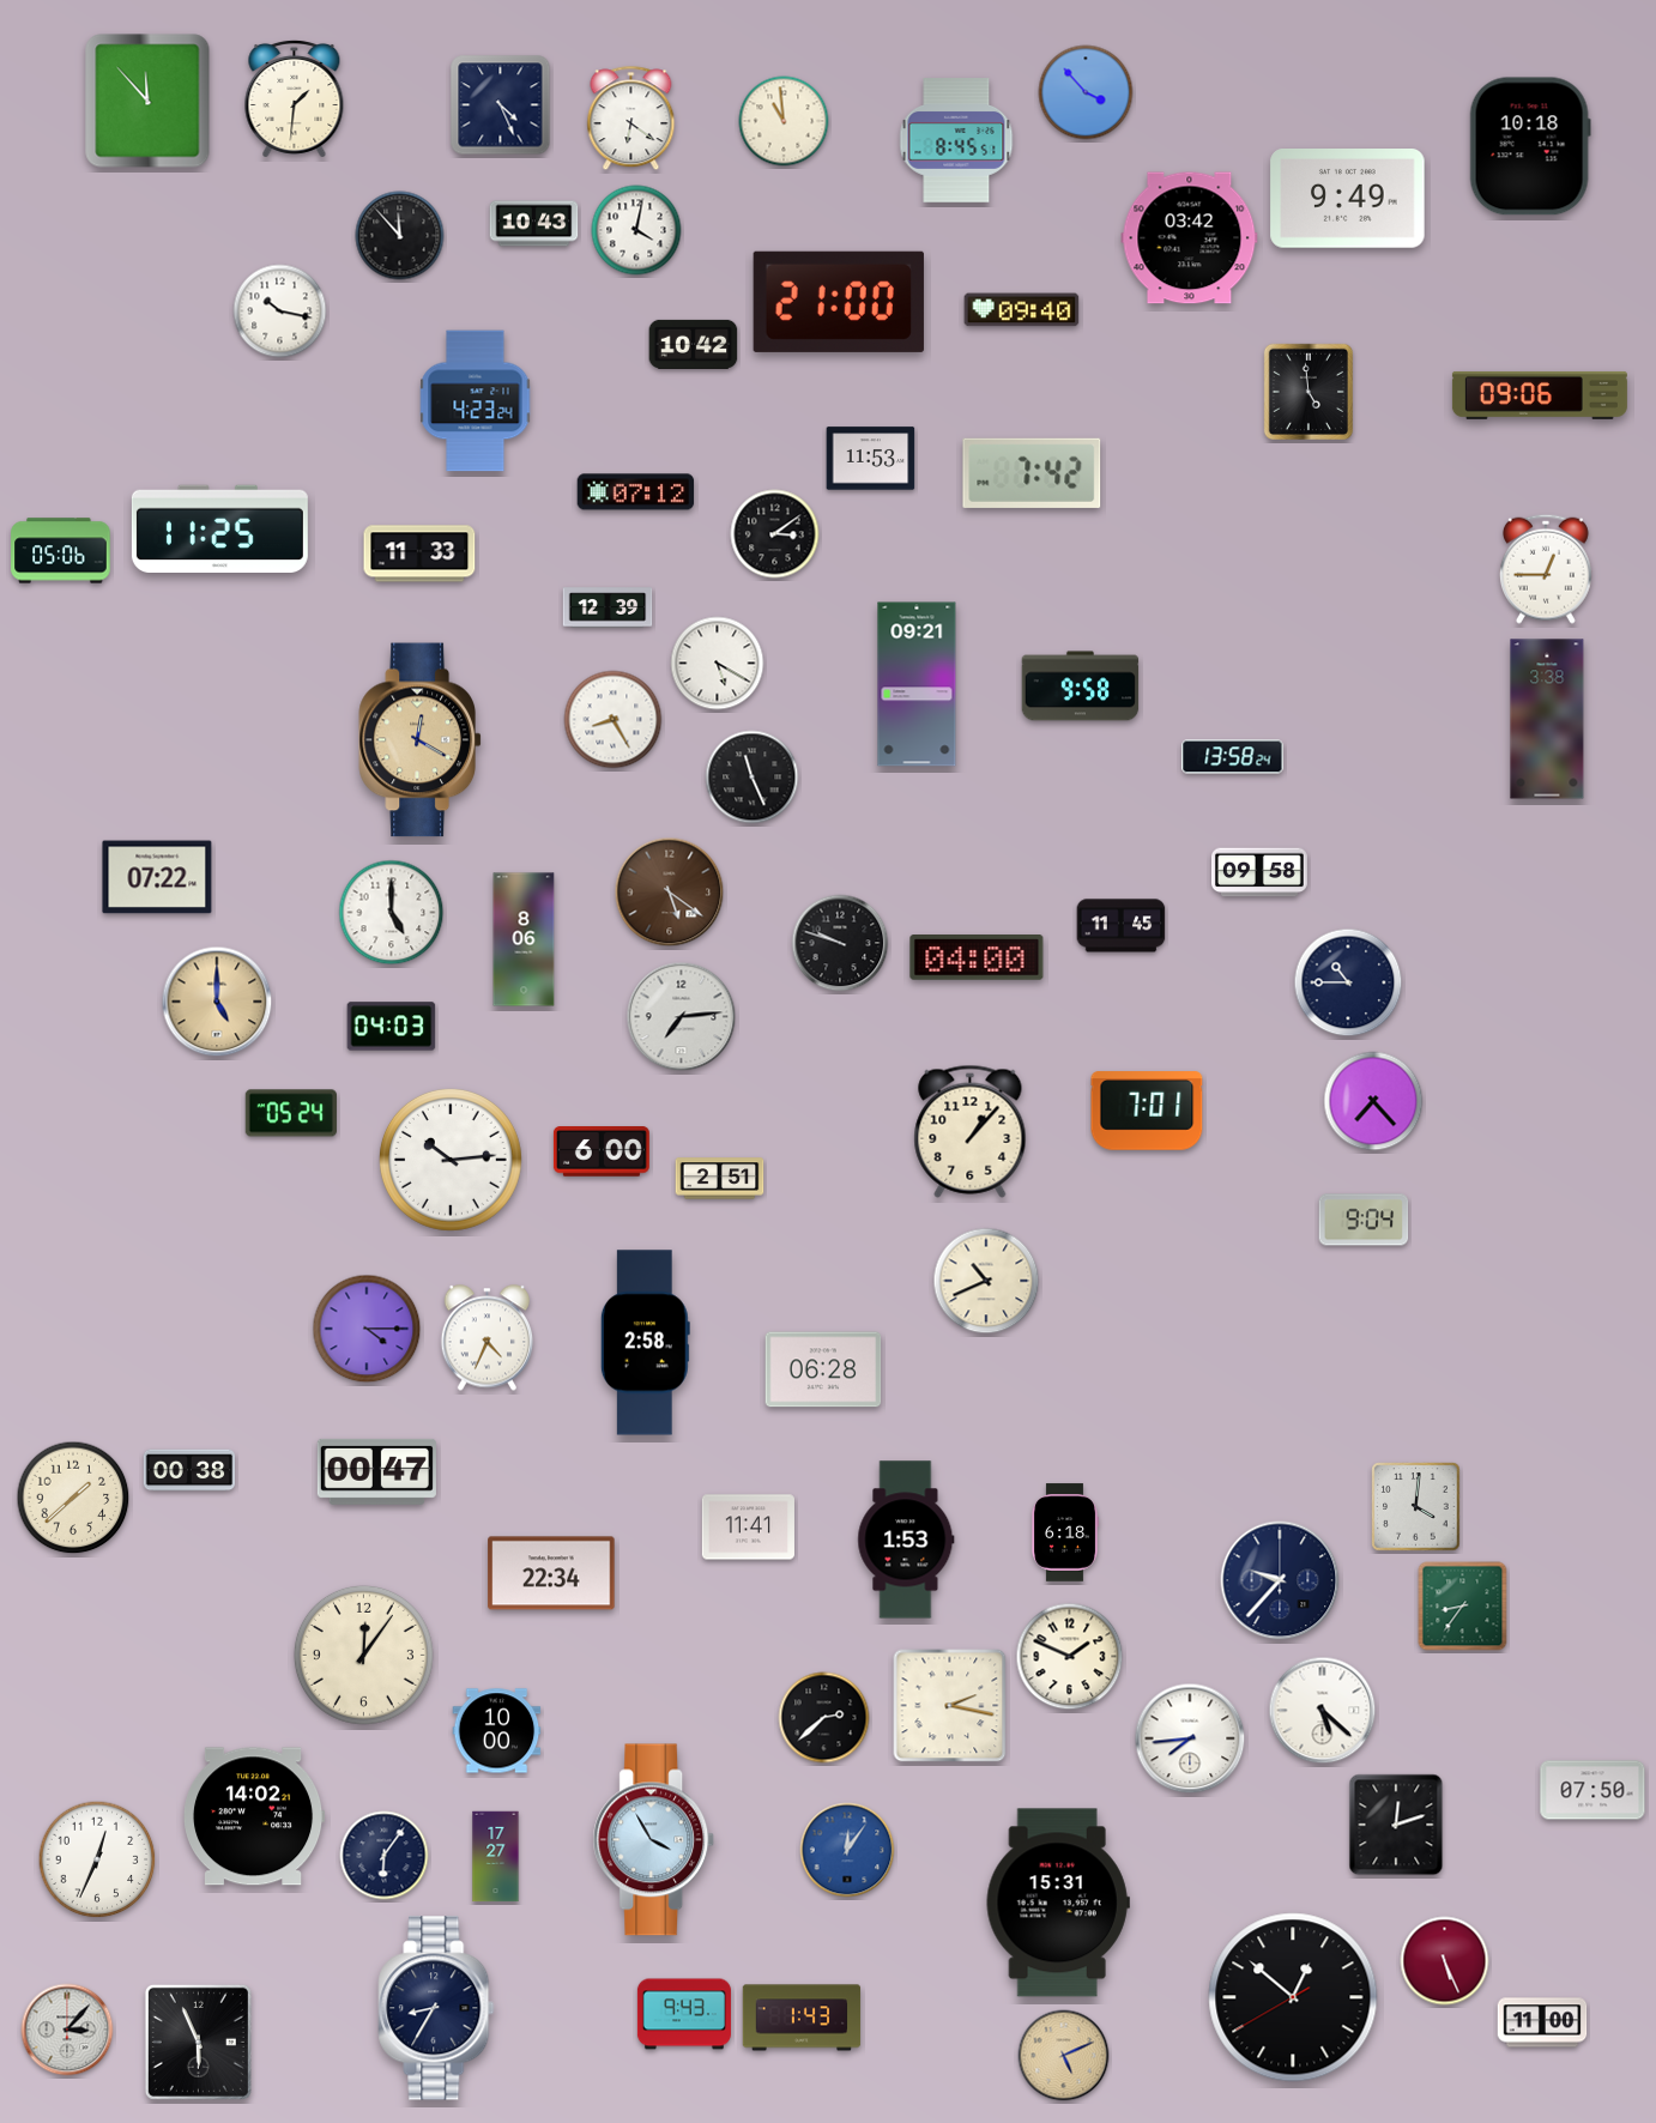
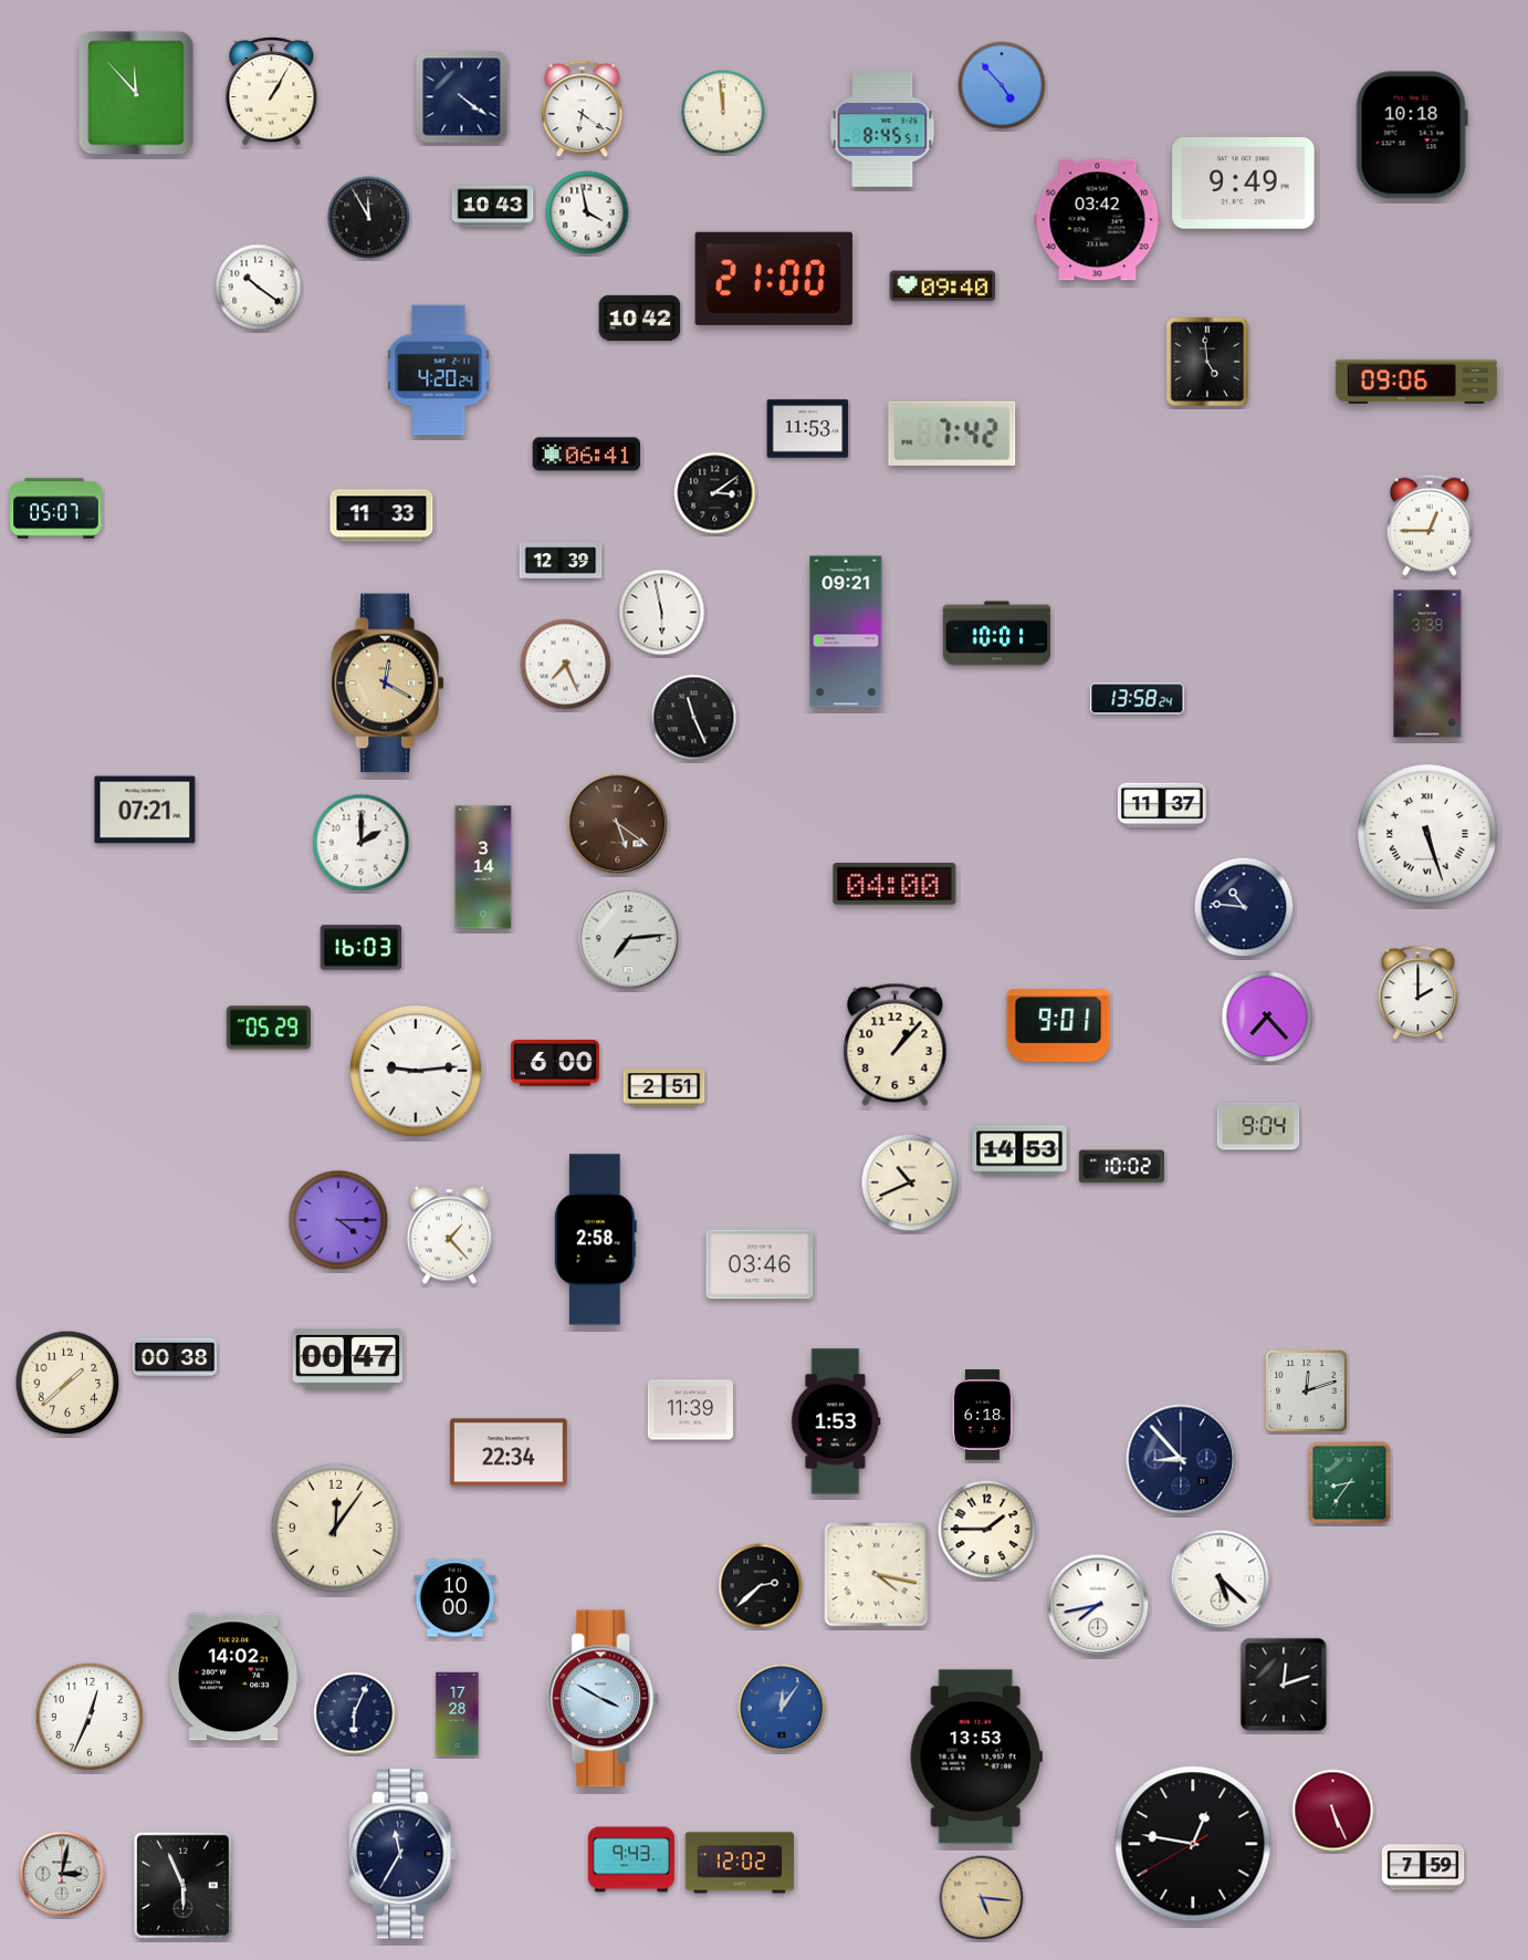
clock at (1086, 92): 3:53 -> 4:53
clock at (295, 98): 1:31 -> 1:05
clock at (501, 105): 4:26 -> 4:21
clock at (784, 121): 10:59 -> 11:59
clock at (636, 230): 4:02 -> 3:58
clock at (400, 236): 11:53 -> 11:55
clock at (280, 312): 10:17 -> 10:21
clock at (1540, 395) position: (1540, 395) -> (1416, 382)
clock at (476, 401): 4:23 -> 4:20
clock at (871, 459) position: (871, 459) -> (808, 429)
clock at (1032, 473) position: (1032, 473) -> (952, 434)
clock at (636, 492): 07:12 -> 06:41
clock at (219, 528): 11:25 -> none
clock at (61, 551): 05:06 -> 05:07
clock at (419, 554) position: (419, 554) -> (381, 515)
clock at (1546, 569) position: (1546, 569) -> (1430, 525)
clock at (718, 664): 5:20 -> 5:58
clock at (1081, 687): 9:58 -> 10:01
clock at (614, 720): 8:25 -> 7:26
clock at (1259, 872): 09:58 -> 11:37
clock at (157, 877): 07:22 -> 07:21
clock at (1427, 834): none -> 5:27
clock at (392, 913): 5:00 -> 2:00
clock at (1122, 926): 11:45 -> none
clock at (524, 939): 8:06 -> 3:14
clock at (840, 943): 9:48 -> none
clock at (977, 957) position: (977, 957) -> (894, 884)
clock at (1348, 982): 10:45 -> 10:46
clock at (217, 1002): 5:00 -> none
clock at (392, 1027): 04:03 -> 16:03
clock at (1419, 993): none -> 2:00
clock at (1147, 1111): 7:01 -> 9:01
clock at (291, 1113): 05:24 -> 05:29
clock at (451, 1160): 10:14 -> 9:14
clock at (1019, 1150): none -> 14:53
clock at (1121, 1167): none -> 10:02
clock at (367, 1329) position: (367, 1329) -> (338, 1220)
clock at (488, 1338): 4:34 -> 1:23
clock at (823, 1369): 06:28 -> 03:46
clock at (1416, 1507): 4:01 -> 12:12
clock at (748, 1528): 11:41 -> 11:39
clock at (1280, 1580): 9:37 -> 8:53
clock at (1070, 1657): 1:49 -> 1:45
clock at (950, 1706): 2:17 -> 4:17
clock at (497, 1731) position: (497, 1731) -> (456, 1598)
clock at (1190, 1738): 7:44 -> 7:43
clock at (1592, 1790): 07:50 -> none
clock at (1396, 1825) position: (1396, 1825) -> (1284, 1685)
clock at (654, 1840): 3:55 -> 3:50
clock at (385, 1856): 6:06 -> 6:04
clock at (496, 1857): 17:27 -> 17:28
clock at (1058, 1903): 15:31 -> 13:53
clock at (1293, 1997): 12:51 -> 12:46
clock at (436, 2008): 8:35 -> 11:35
clock at (802, 2018): 1:43 -> 12:02
clock at (1542, 2022): 11:00 -> 7:59
clock at (67, 2030): 3:07 -> 3:02
clock at (1064, 2056): 5:11 -> 5:16
